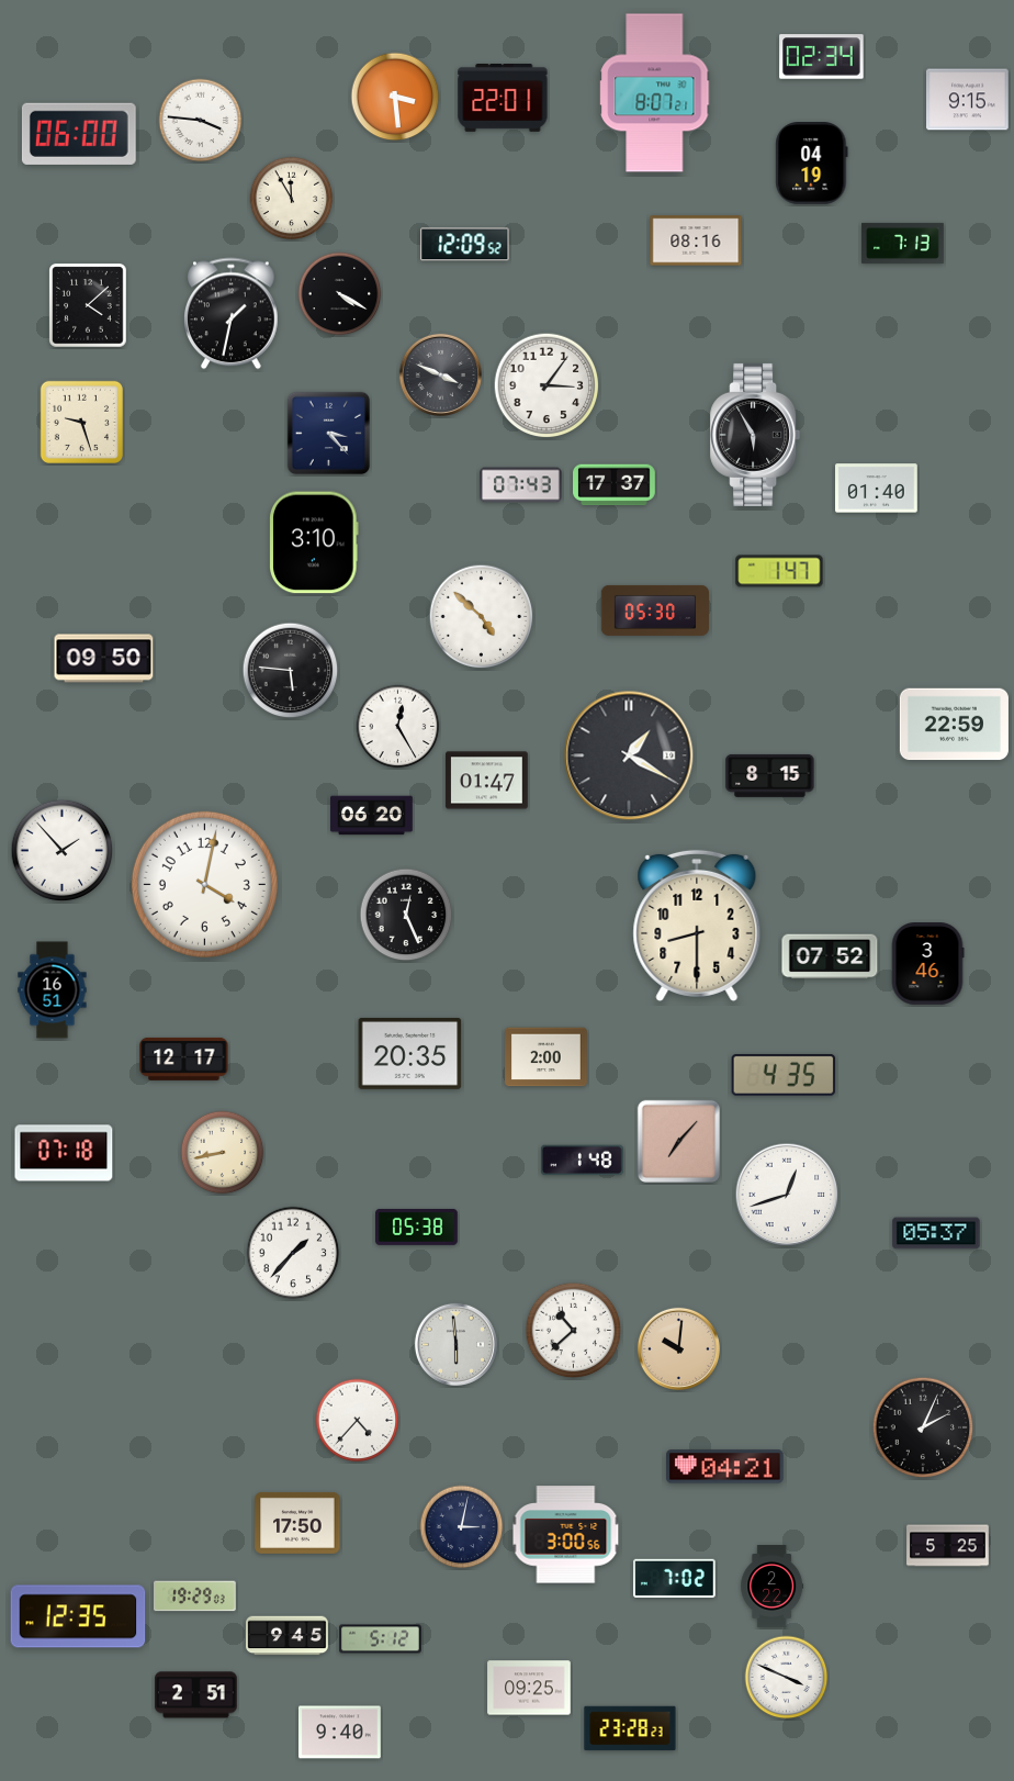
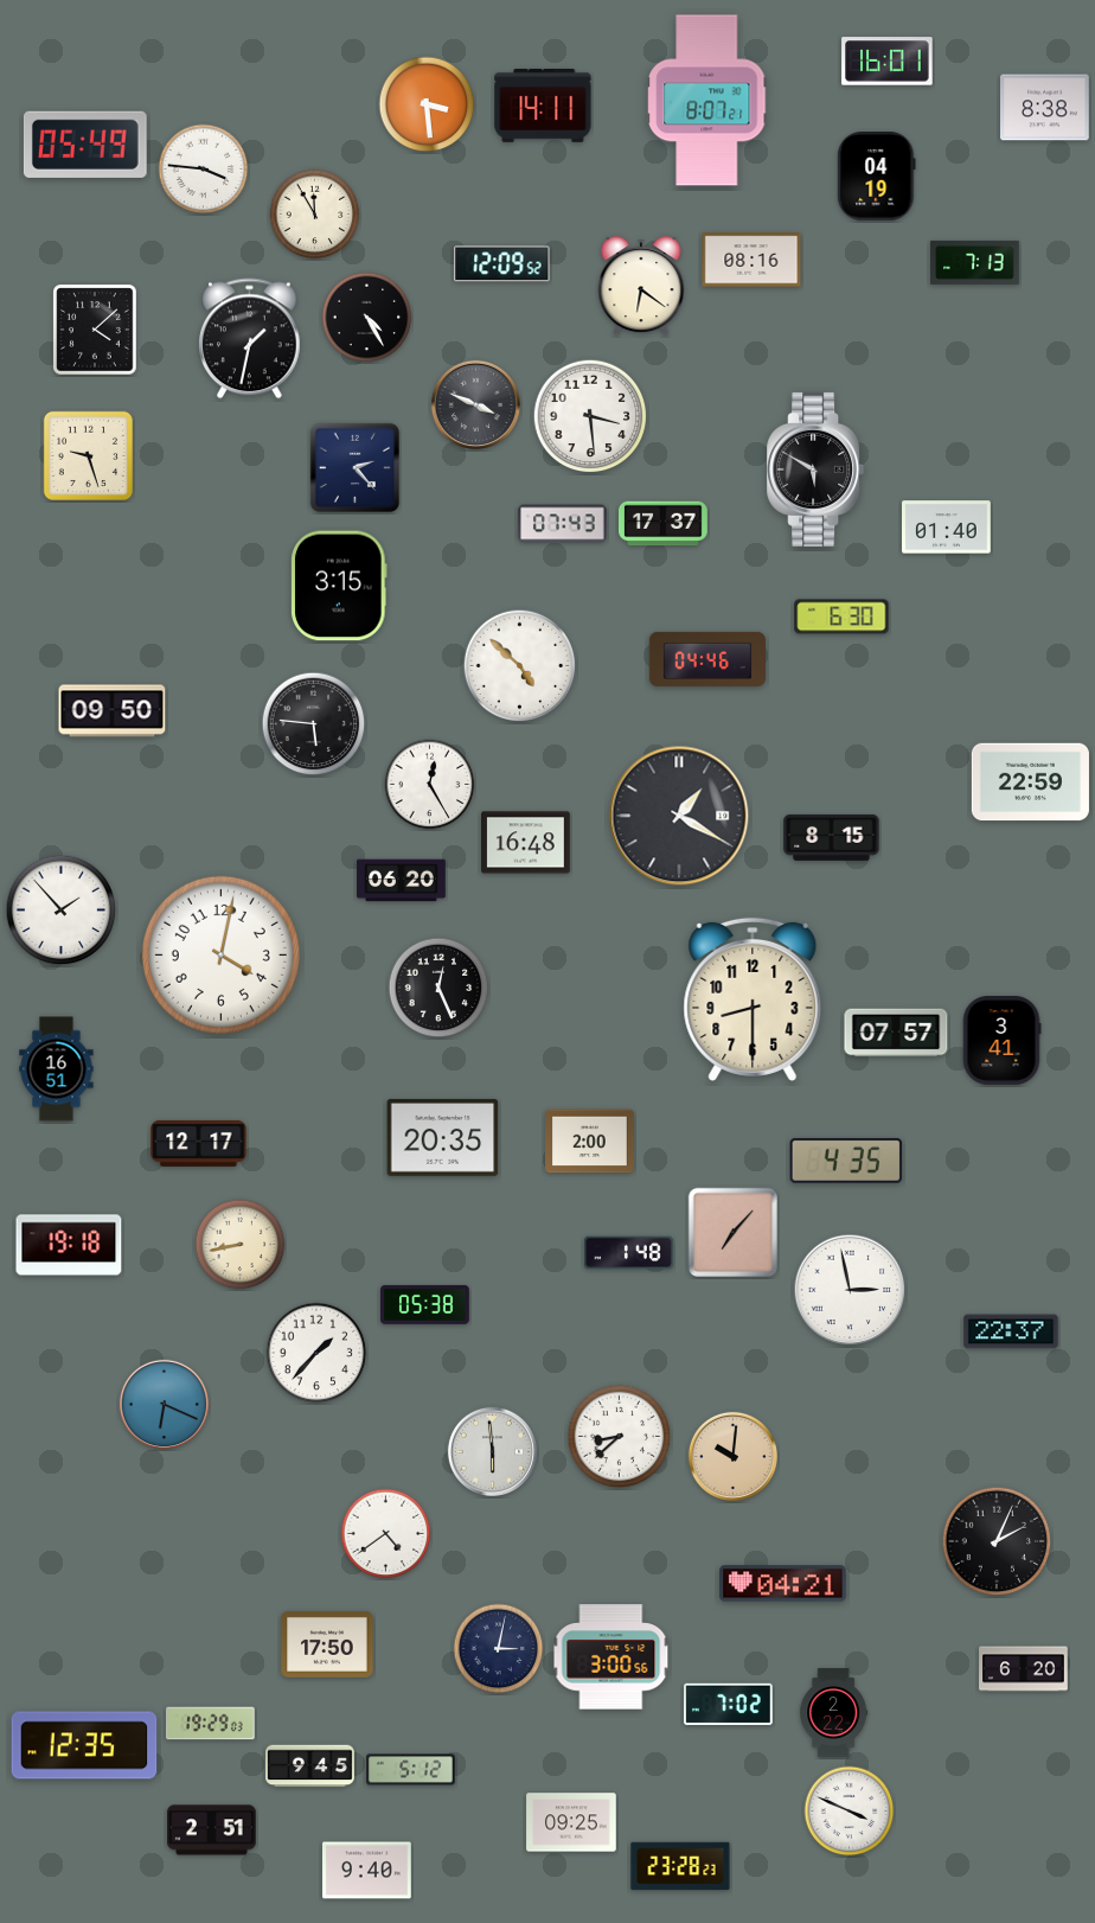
clock at (822, 57): 02:34 -> 16:01
clock at (503, 99): 22:01 -> 14:11
clock at (968, 100): 9:15 -> 8:38
clock at (201, 121) position: (201, 121) -> (204, 170)
clock at (79, 134): 06:00 -> 05:49
clock at (641, 287): none -> 6:21
clock at (340, 294): 4:20 -> 4:25
clock at (547, 385): 3:06 -> 3:29
clock at (329, 434): 3:23 -> 2:23
clock at (755, 435): 5:55 -> 5:50
clock at (315, 542): 3:10 -> 3:15
clock at (779, 571): 1:47 -> 6:30
clock at (654, 611): 05:30 -> 04:46
clock at (487, 781): 01:47 -> 16:48
clock at (63, 851) position: (63, 851) -> (62, 911)
clock at (830, 956): 07:52 -> 07:57
clock at (927, 964): 3:46 -> 3:41
clock at (64, 1153): 07:18 -> 19:18
clock at (787, 1195): 12:42 -> 2:58
clock at (417, 1226) position: (417, 1226) -> (425, 1304)
clock at (936, 1233): 05:37 -> 22:37
clock at (164, 1404): none -> 6:19
clock at (574, 1331): 10:38 -> 8:38
clock at (358, 1421): 4:37 -> 4:39
clock at (297, 1523) position: (297, 1523) -> (327, 1644)
clock at (948, 1546): 5:25 -> 6:20
